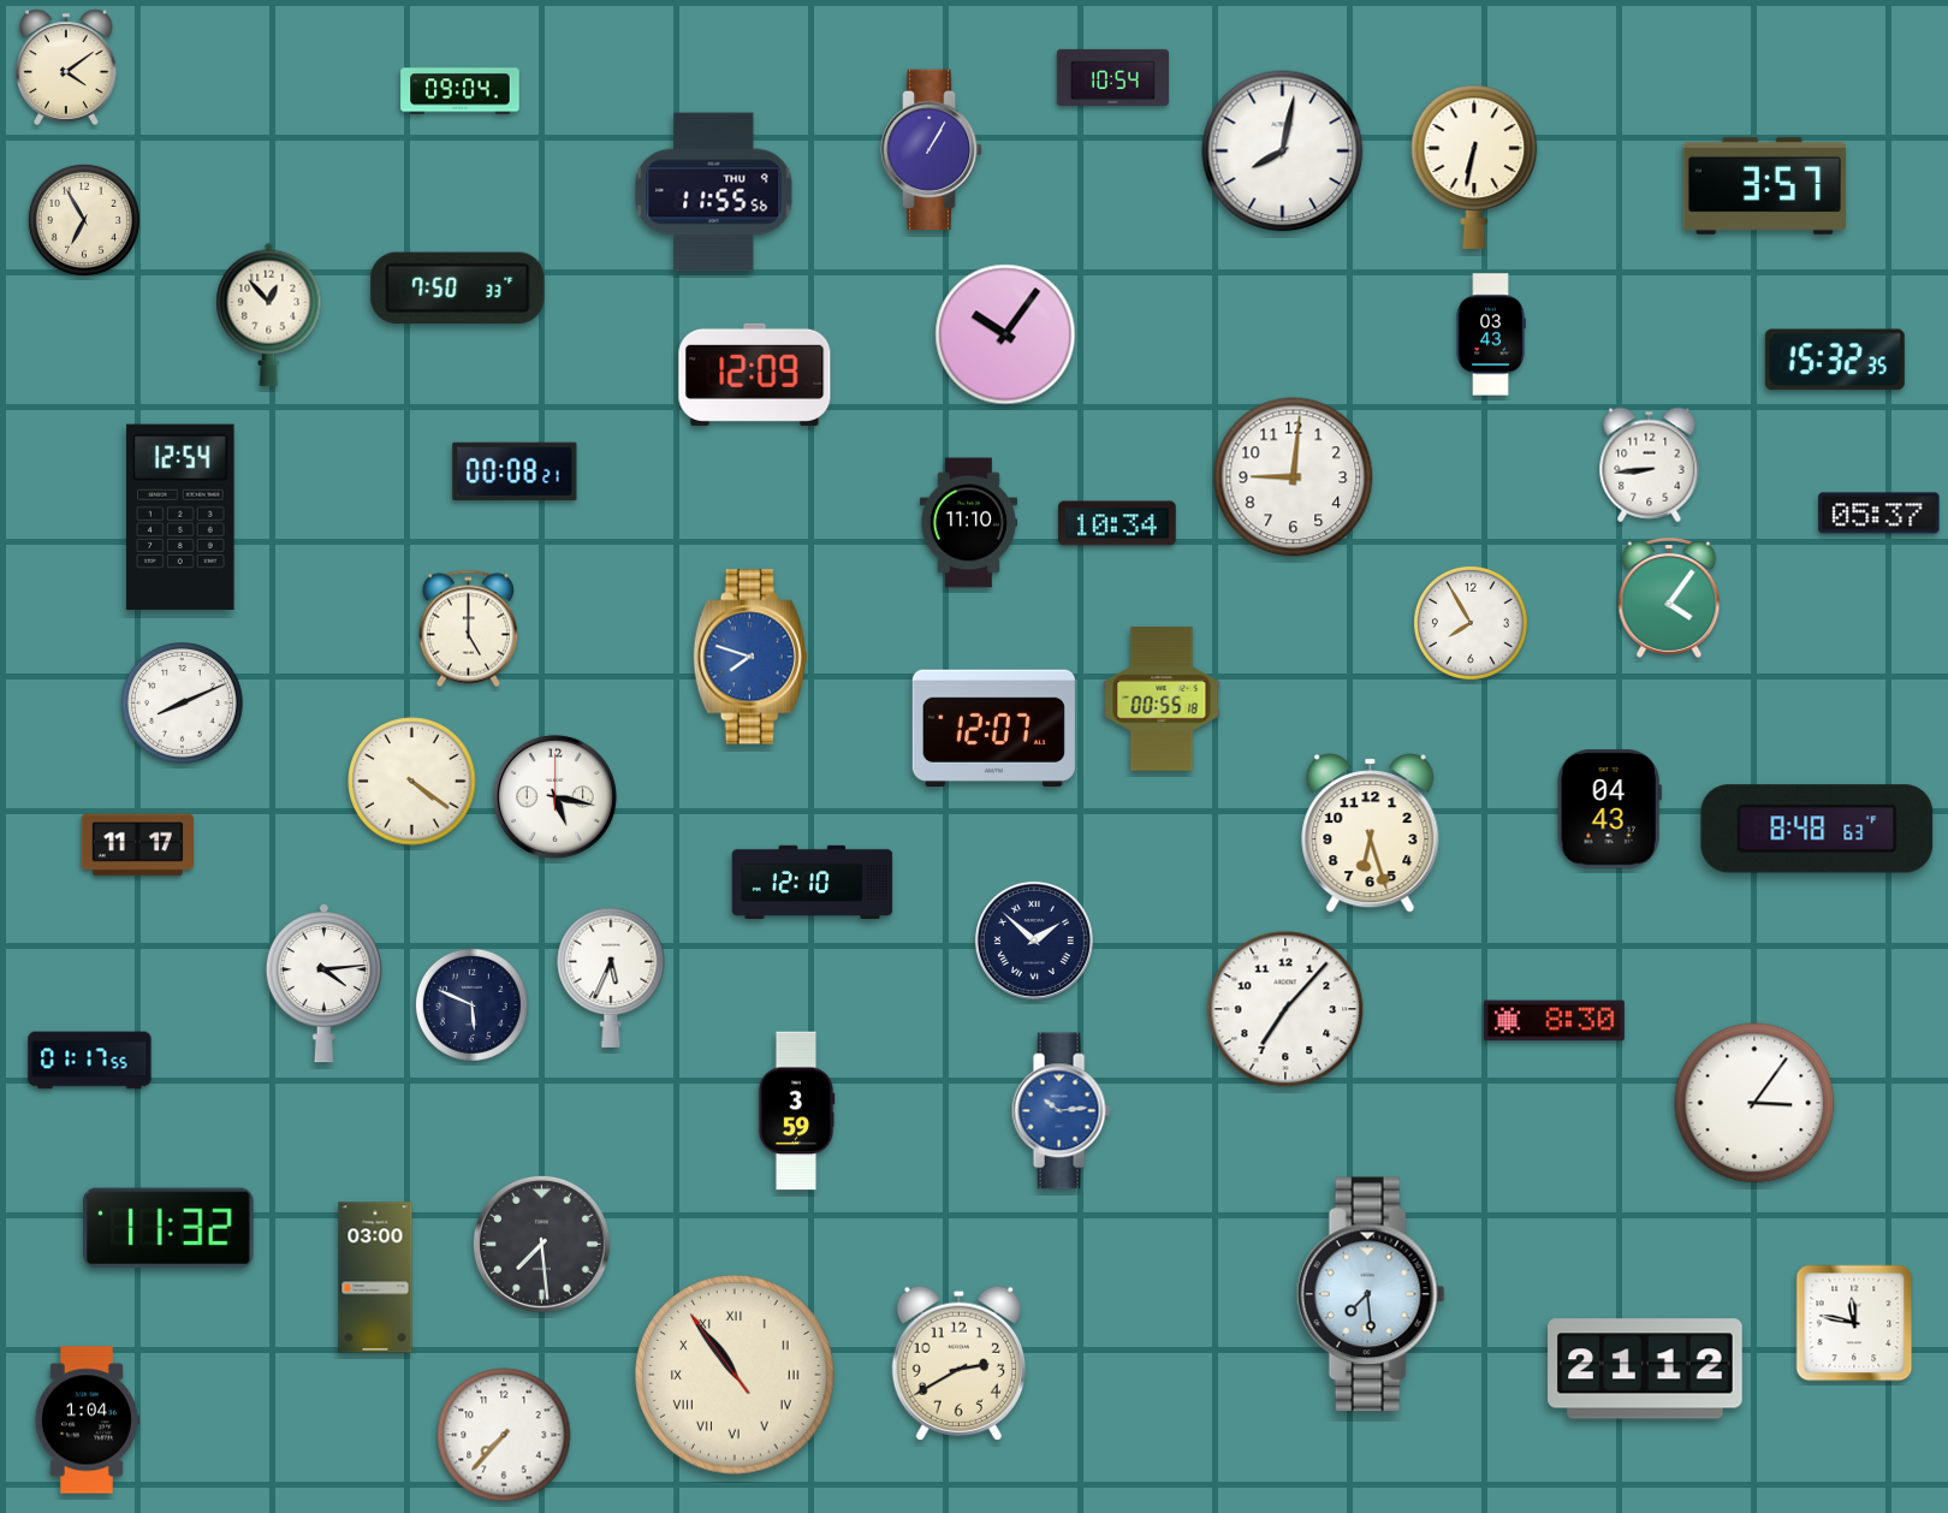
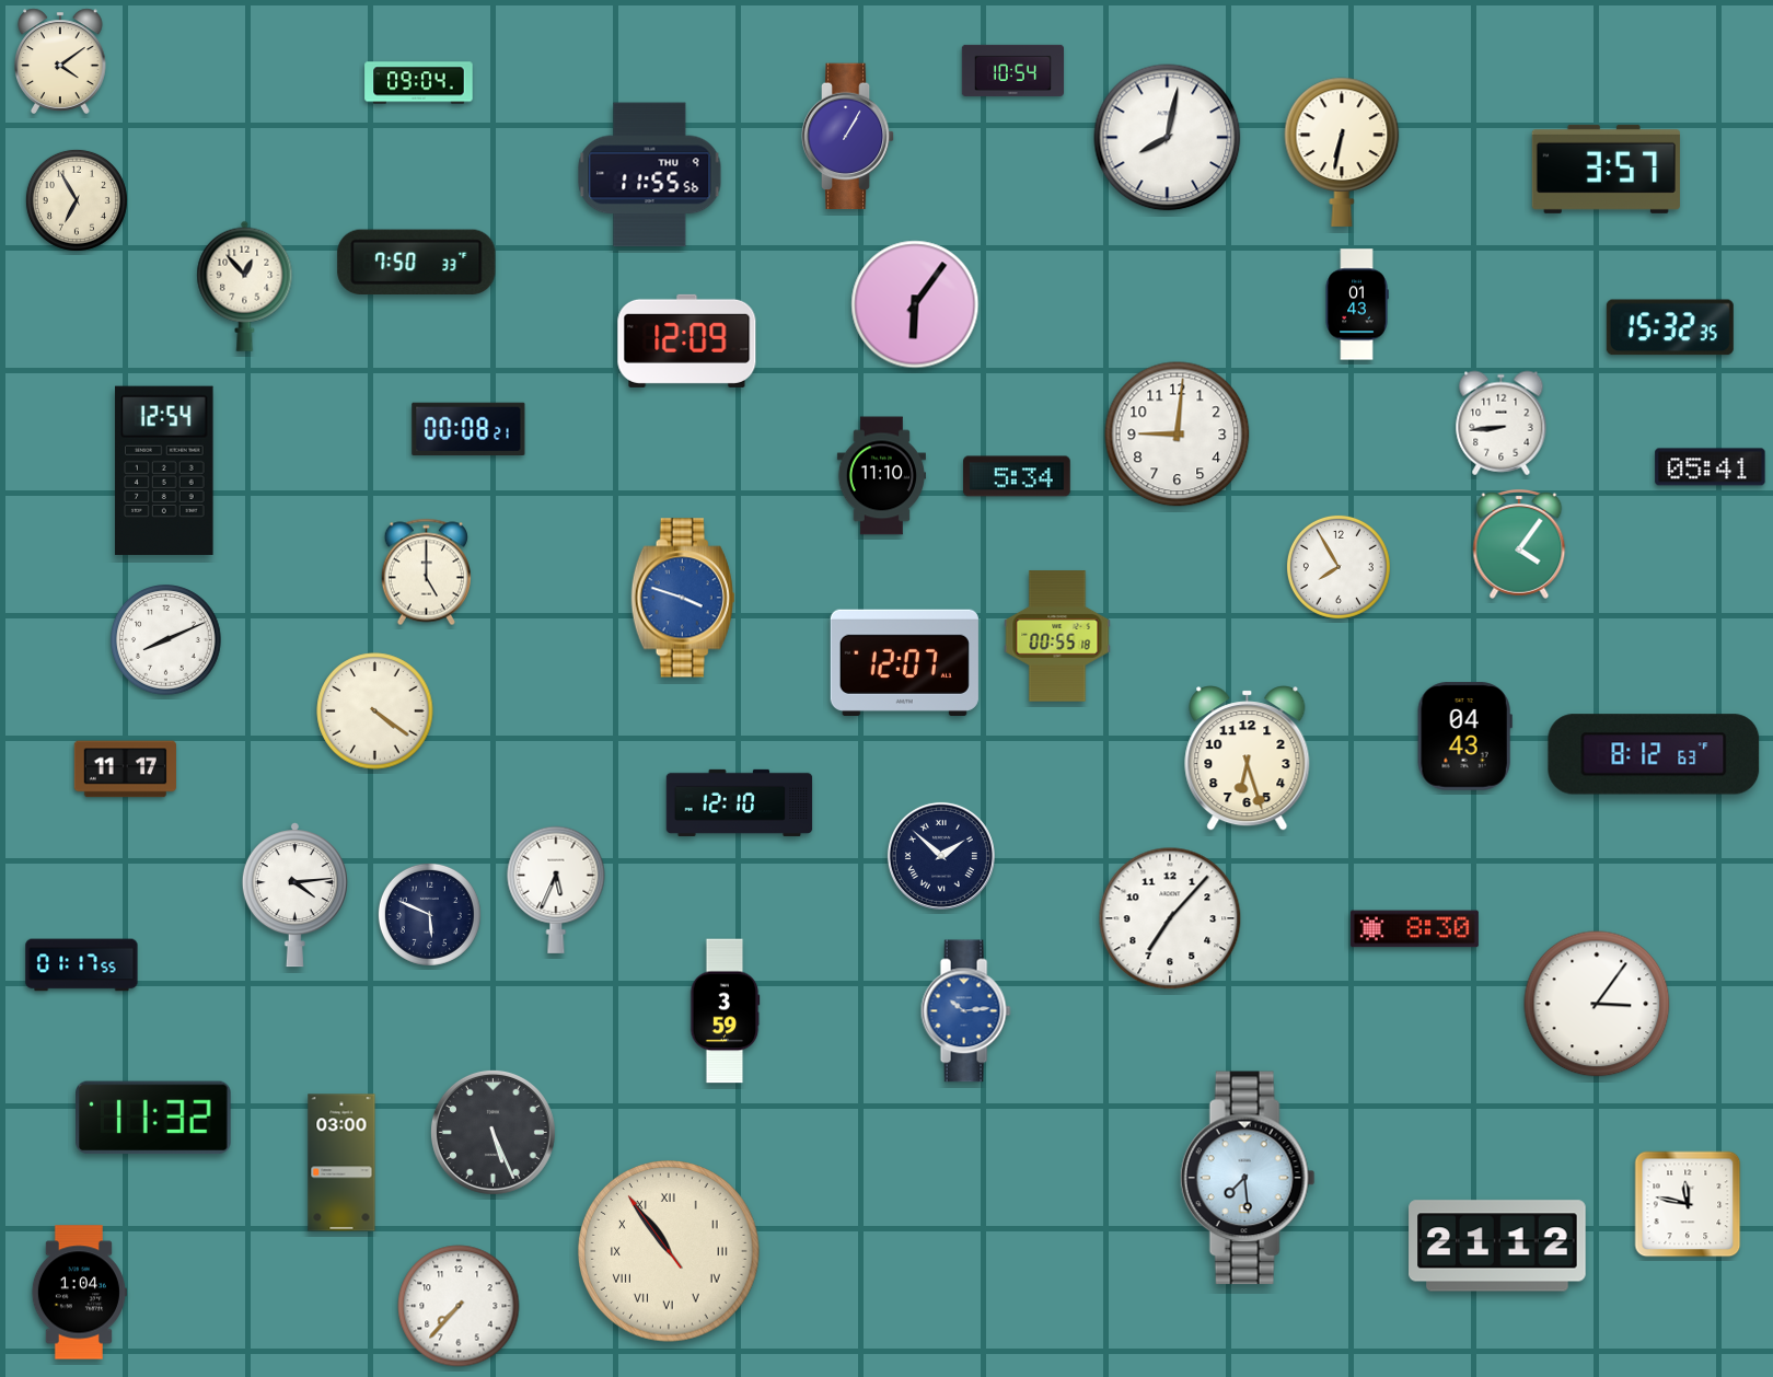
clock at (1005, 334): 10:06 -> 6:06
clock at (1491, 334): 03:43 -> 01:43
clock at (1879, 514): 05:37 -> 05:41
clock at (1117, 523): 10:34 -> 5:34
clock at (750, 657): 7:48 -> 3:48
clock at (554, 796): 5:17 -> none
clock at (1817, 829): 8:48 -> 8:12
clock at (541, 1244): 7:29 -> 5:26
clock at (958, 1363): 2:40 -> none
